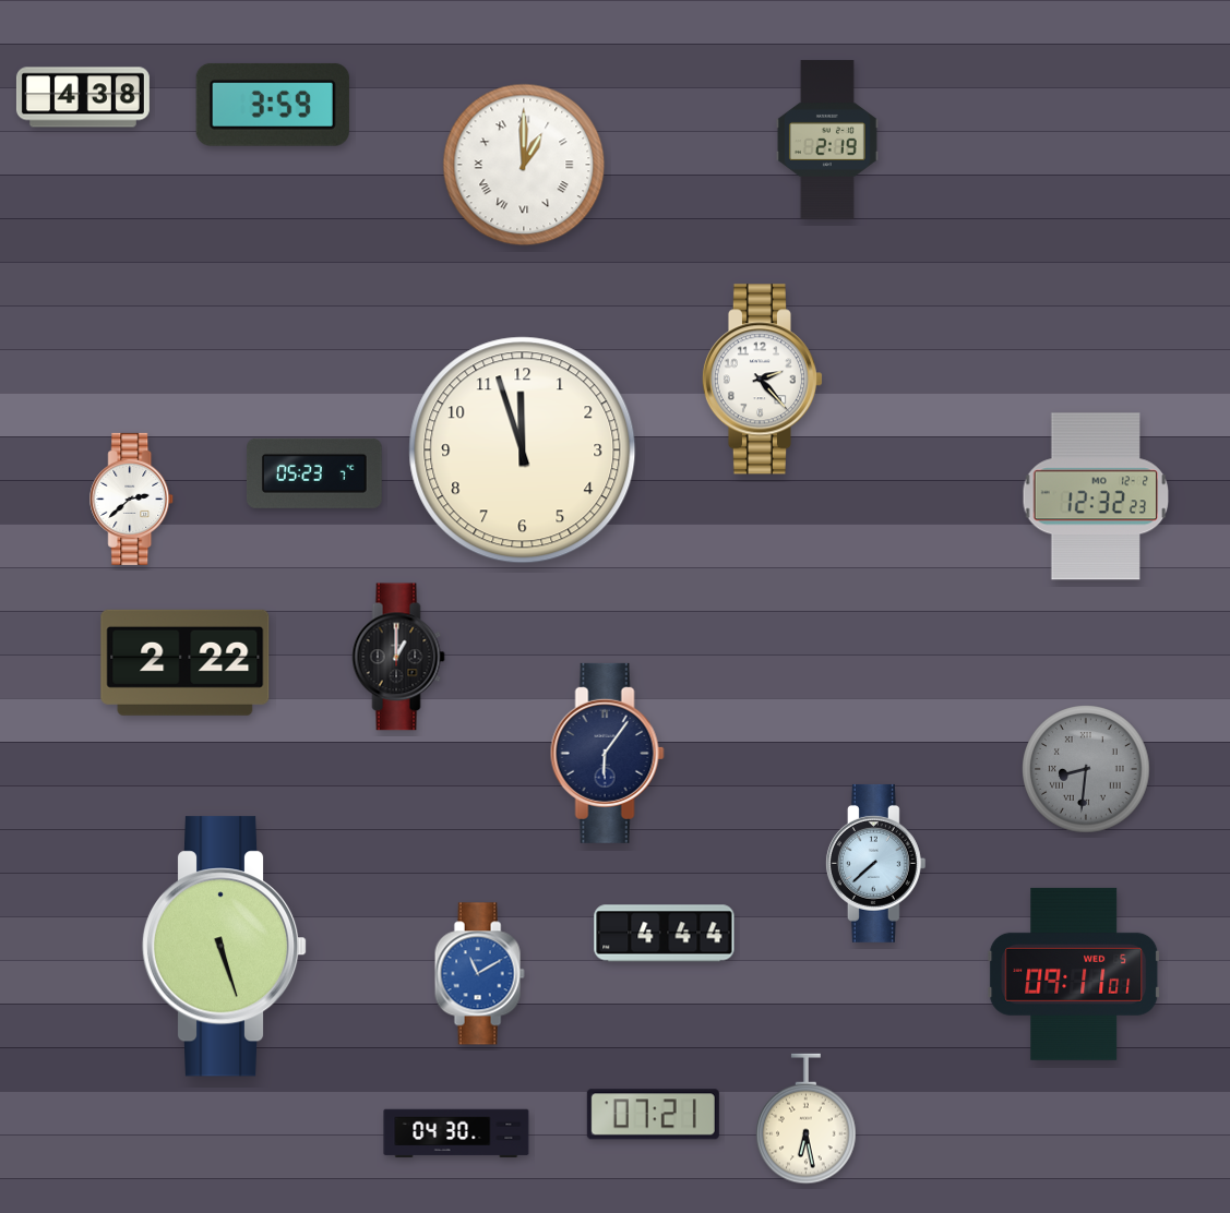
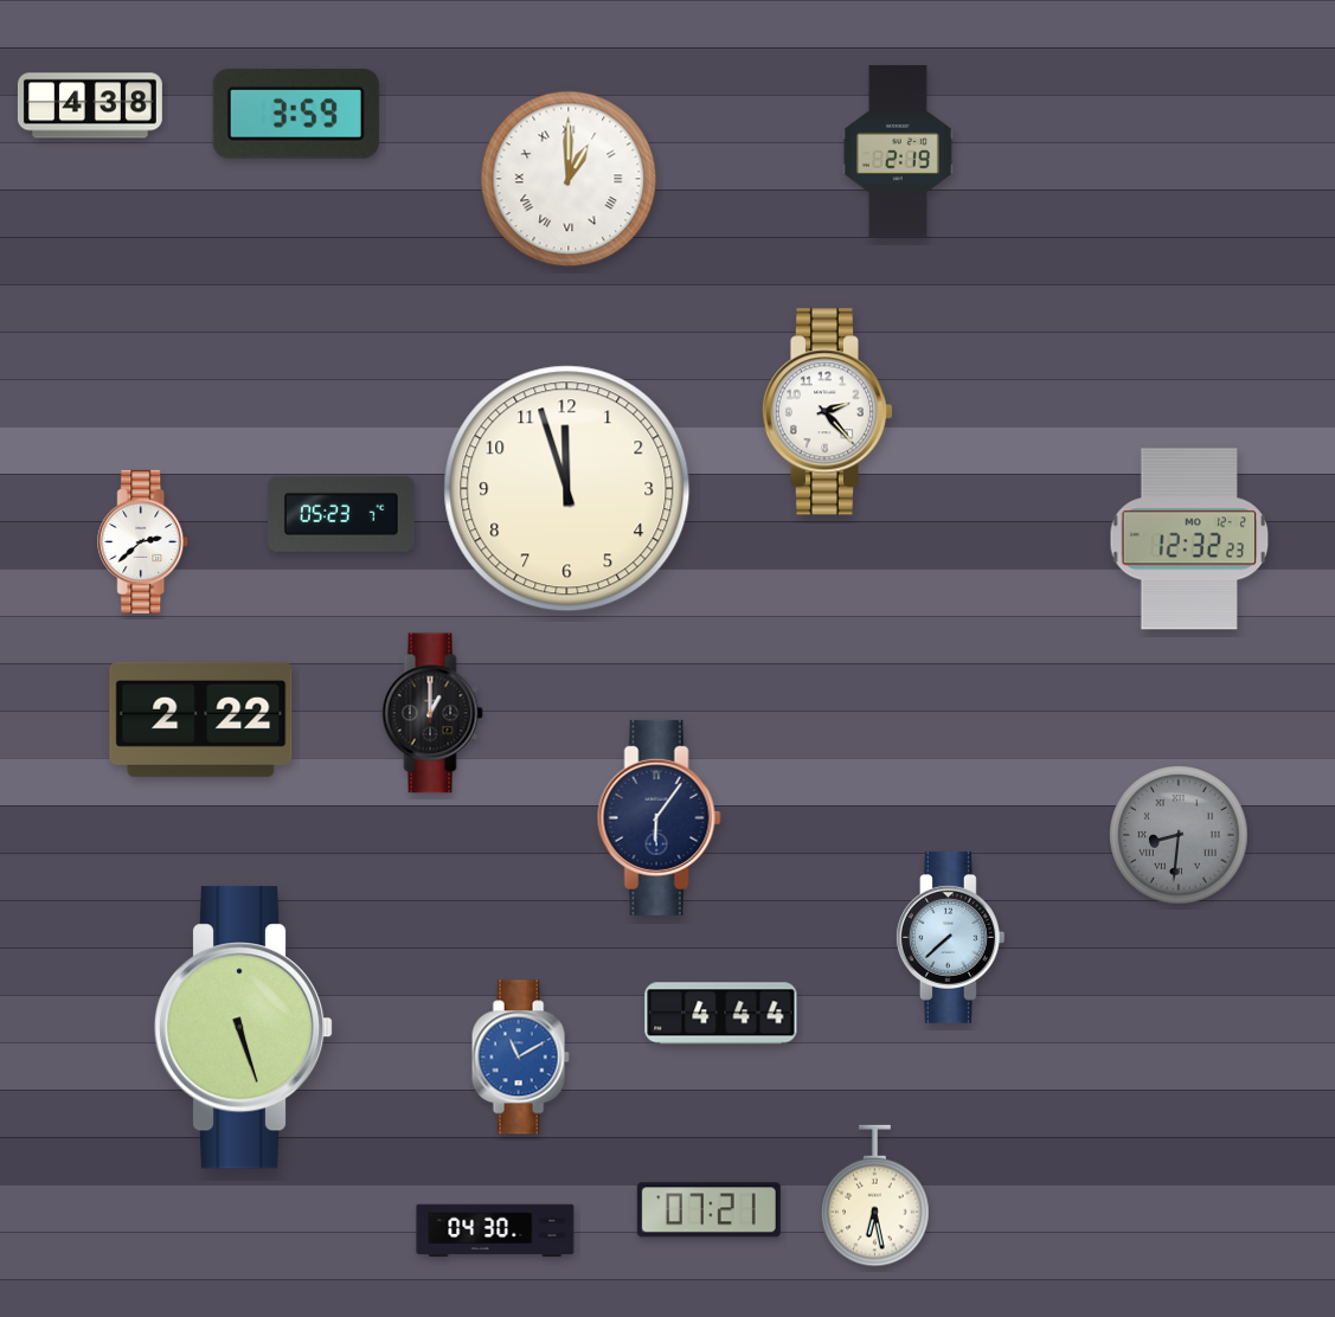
clock at (1074, 974): 09:11 -> none
clock at (807, 1119) position: (807, 1119) -> (875, 1196)
